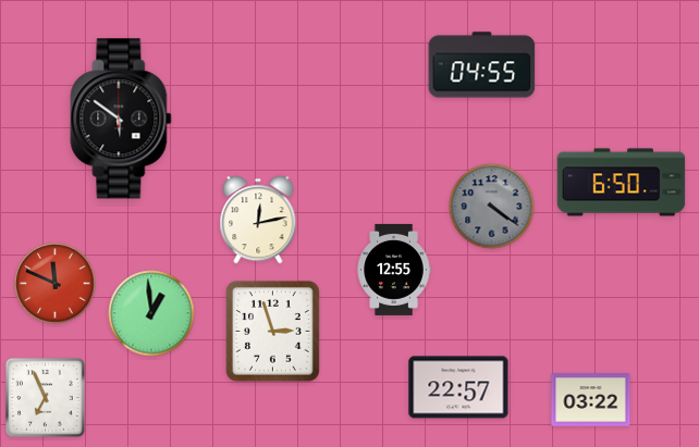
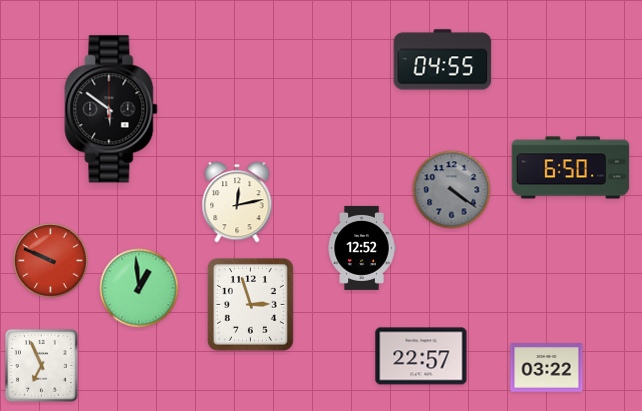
clock at (394, 270): 12:55 -> 12:52
clock at (56, 284): 11:49 -> 9:49
clock at (591, 400) position: (591, 400) -> (547, 368)
